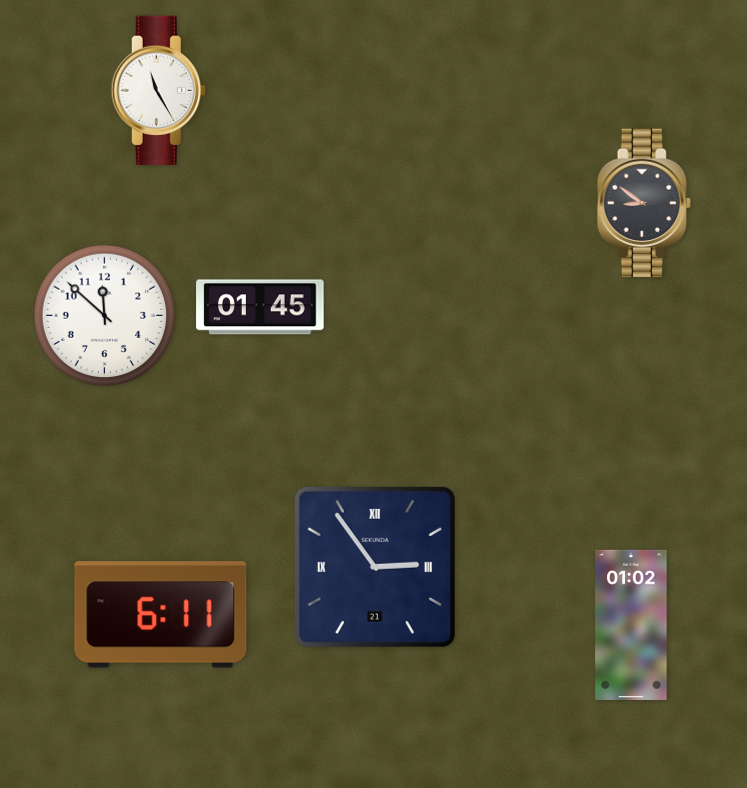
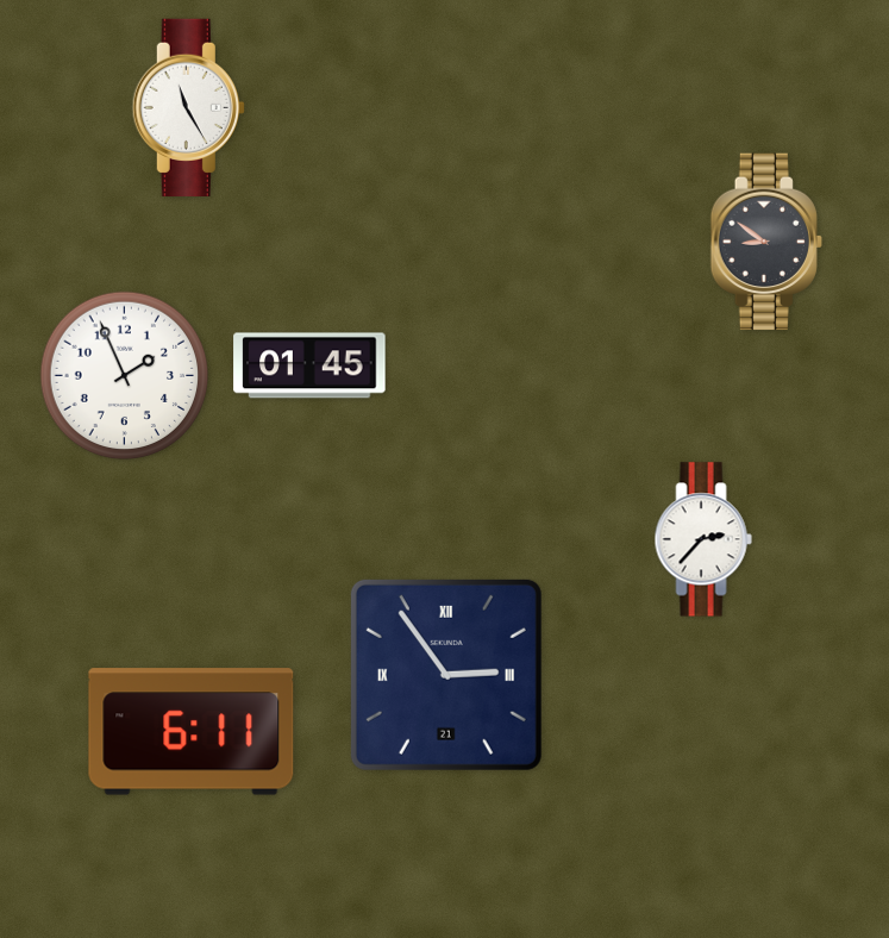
clock at (105, 316): 11:52 -> 1:56
clock at (703, 539): none -> 2:37
clock at (631, 625): 01:02 -> none
